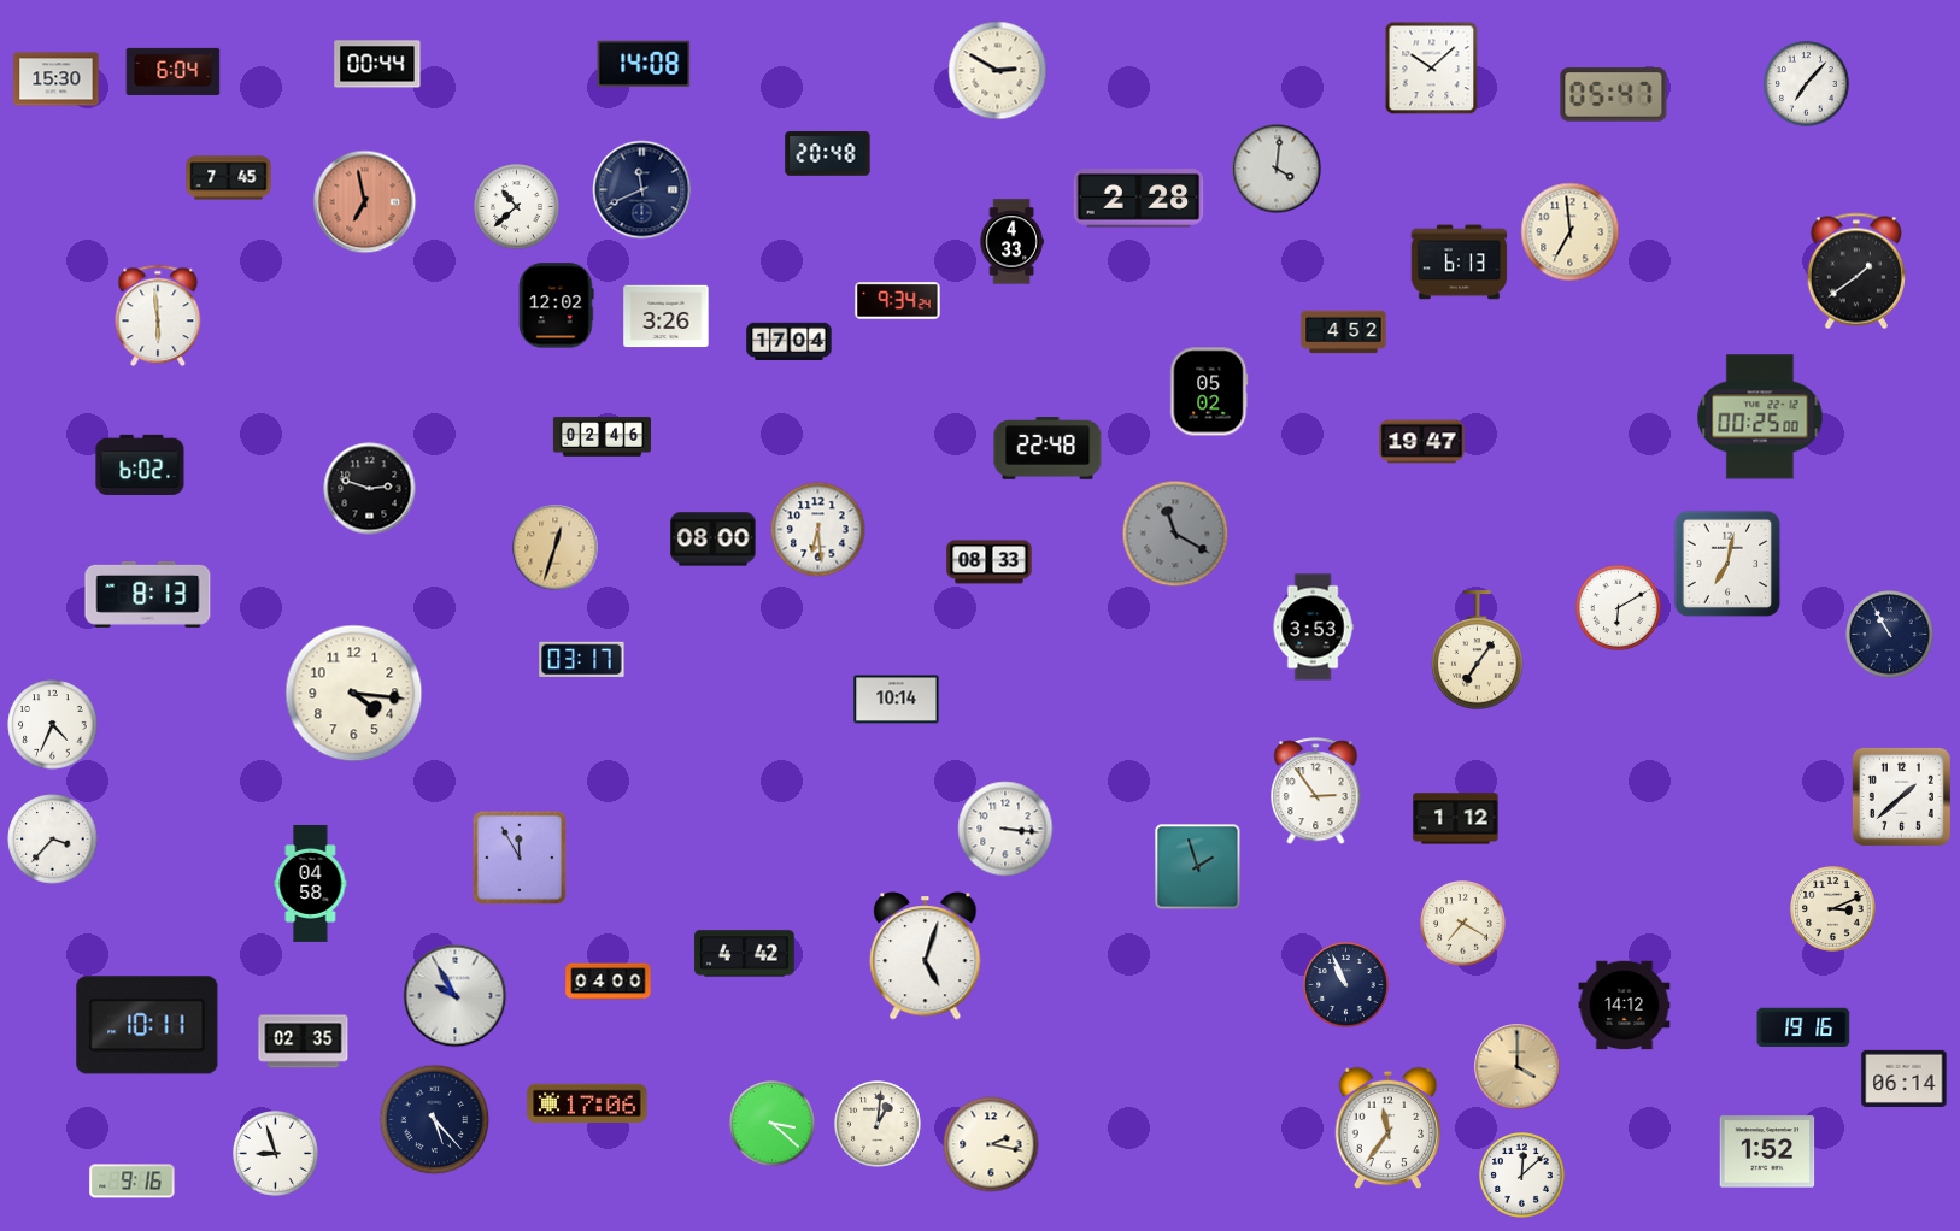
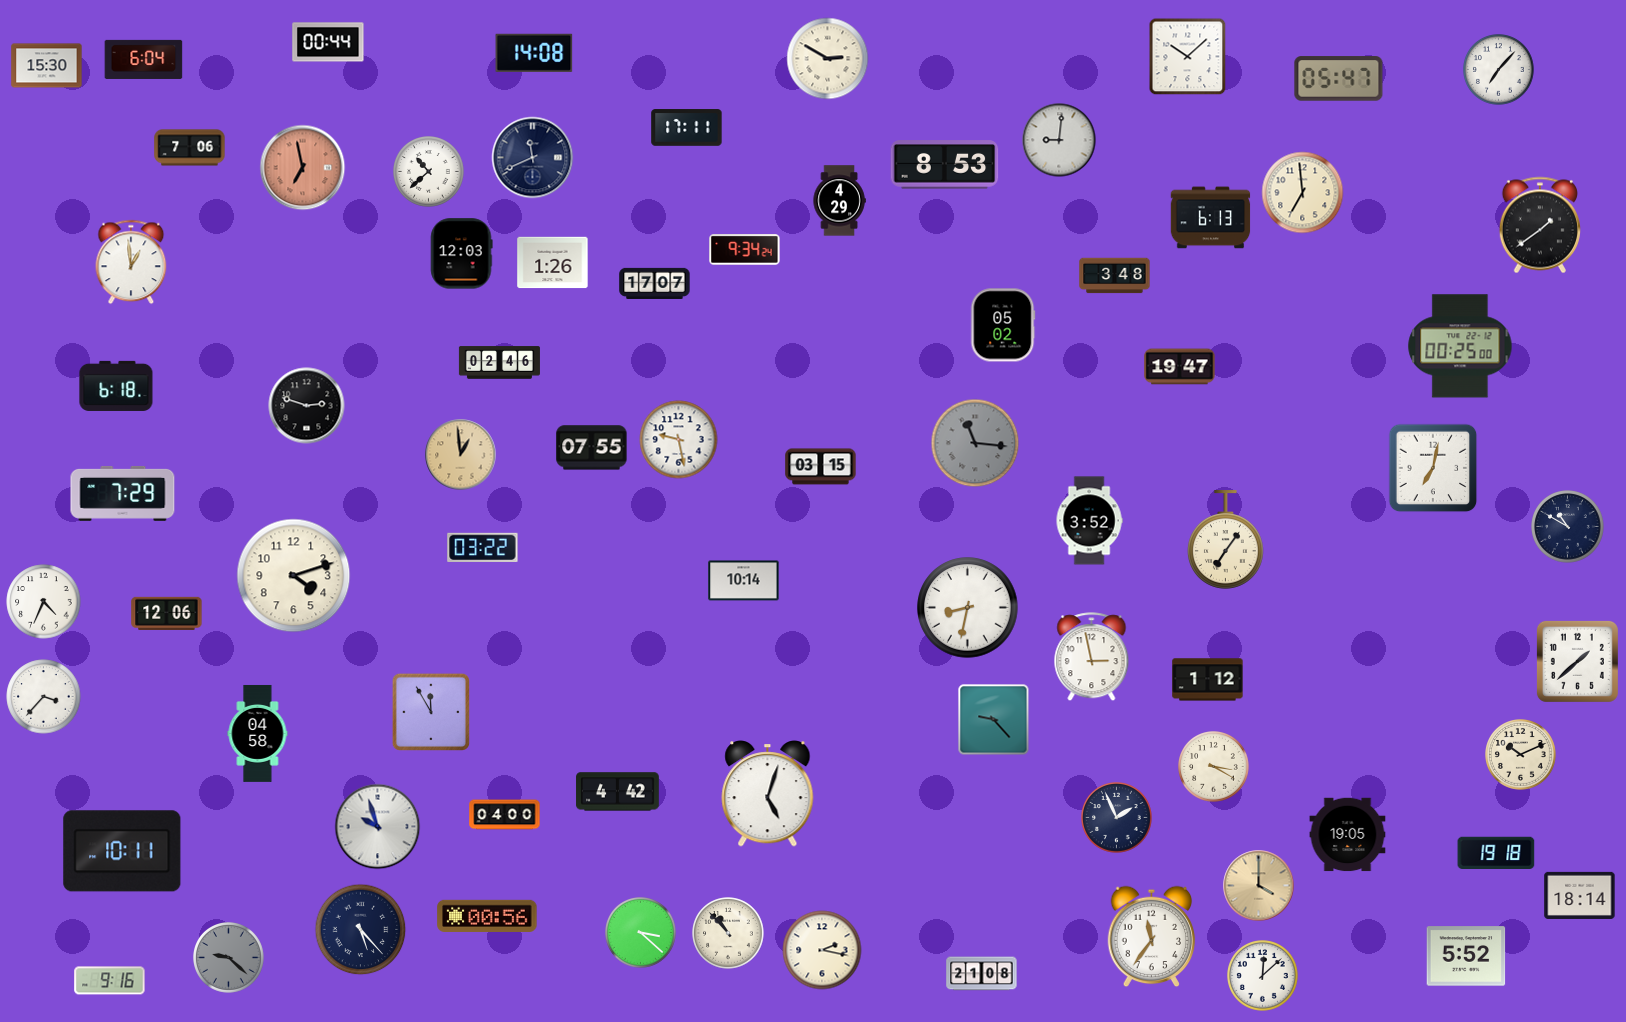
clock at (377, 64) position: (377, 64) -> (328, 42)
clock at (828, 154): 20:48 -> 17:11
clock at (1277, 169): 4:01 -> 9:01
clock at (229, 178): 7:45 -> 7:06
clock at (1139, 199): 2:28 -> 8:53
clock at (1011, 242): 4:33 -> 4:29
clock at (556, 306): 12:02 -> 12:03
clock at (158, 316): 5:59 -> 12:59
clock at (667, 317): 3:26 -> 1:26
clock at (1344, 332): 4:52 -> 3:48
clock at (790, 341): 17:04 -> 17:07
clock at (1048, 448): 22:48 -> none
clock at (140, 465): 6:02 -> 6:18
clock at (818, 530): 6:29 -> 9:28
clock at (1175, 534): 11:20 -> 11:16
clock at (714, 540): 08:00 -> 07:55
clock at (556, 548): 12:33 -> 12:59
clock at (990, 563): 08:33 -> 03:15
clock at (148, 594): 8:13 -> 7:29
clock at (1619, 608): 6:10 -> none
clock at (1313, 628): 3:53 -> 3:52
clock at (1890, 635): 10:55 -> 10:50
clock at (582, 659): 03:17 -> 03:22
clock at (354, 694): 4:16 -> 4:12
clock at (968, 608): none -> 8:32
clock at (167, 613): none -> 12:06
clock at (1316, 791): 2:54 -> 2:58
clock at (1005, 829): 3:16 -> none
clock at (1198, 867): 1:57 -> 9:23
clock at (1833, 909): 3:11 -> 10:11
clock at (1463, 924): 7:20 -> 3:20
clock at (1346, 985): 10:56 -> 1:56
clock at (456, 996): 9:55 -> 9:57
clock at (1625, 1006): 14:12 -> 19:05
clock at (1803, 1027): 19:16 -> 19:18
clock at (304, 1042): 02:35 -> none
clock at (1905, 1078): 06:14 -> 18:14
clock at (587, 1103): 17:06 -> 00:56
clock at (878, 1124): 1:01 -> 10:53
clock at (1767, 1152): 1:52 -> 5:52
clock at (276, 1154): 8:57 -> 9:22
clock at (276, 1154) dial: white -> grey
clock at (982, 974): none -> 21:08
